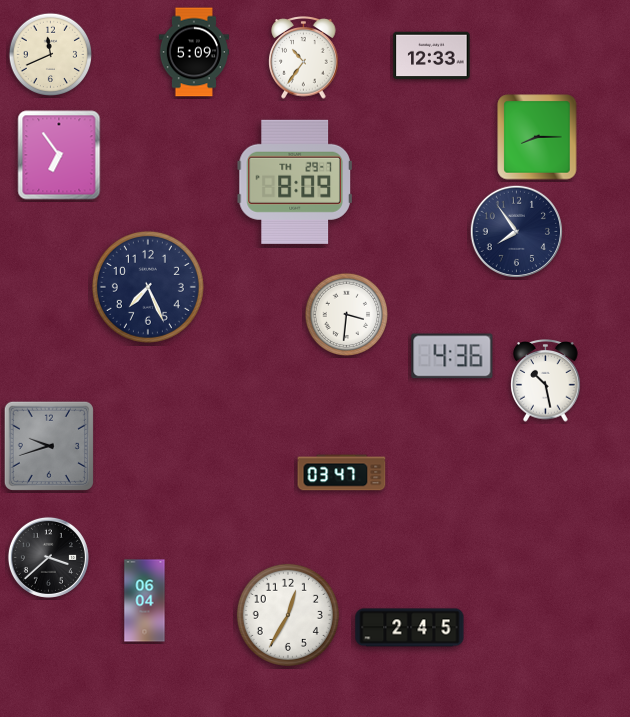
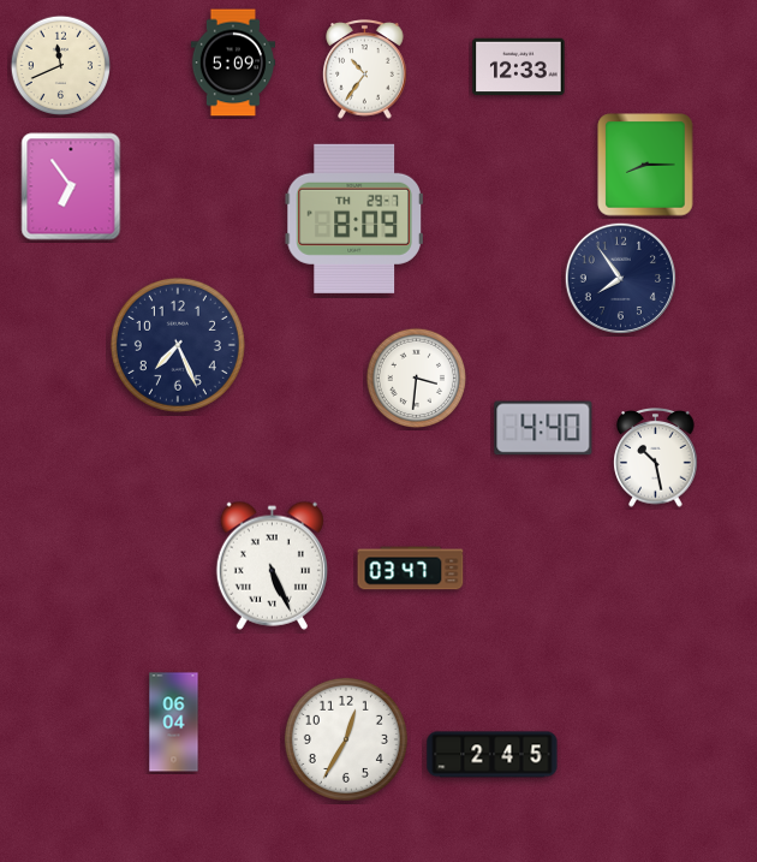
clock at (452, 356): 4:36 -> 4:40
clock at (49, 446): 9:42 -> none
clock at (272, 565): none -> 5:26
clock at (48, 557): 3:38 -> none
